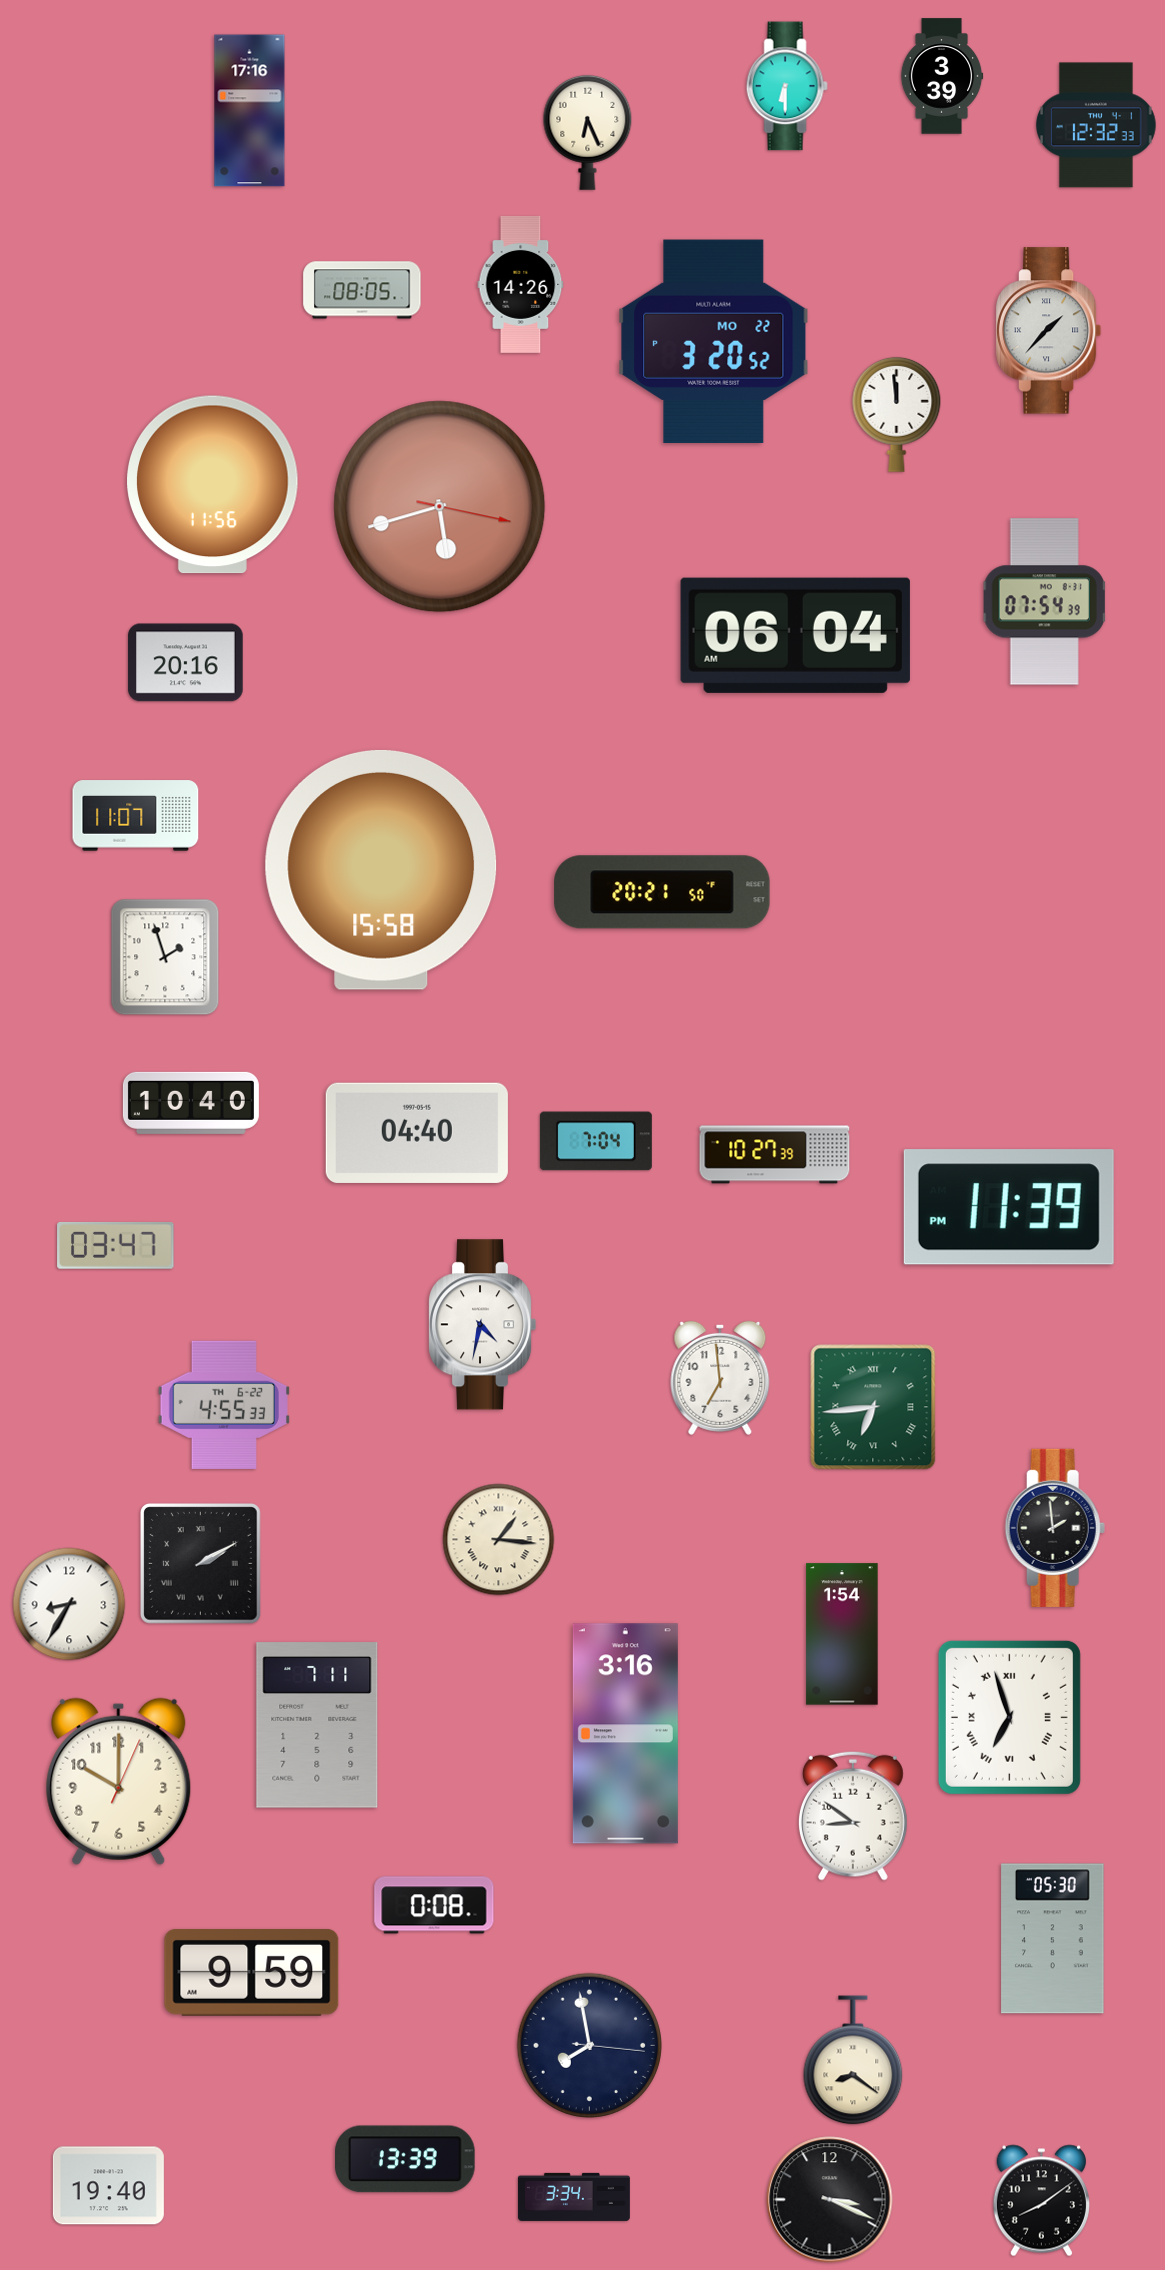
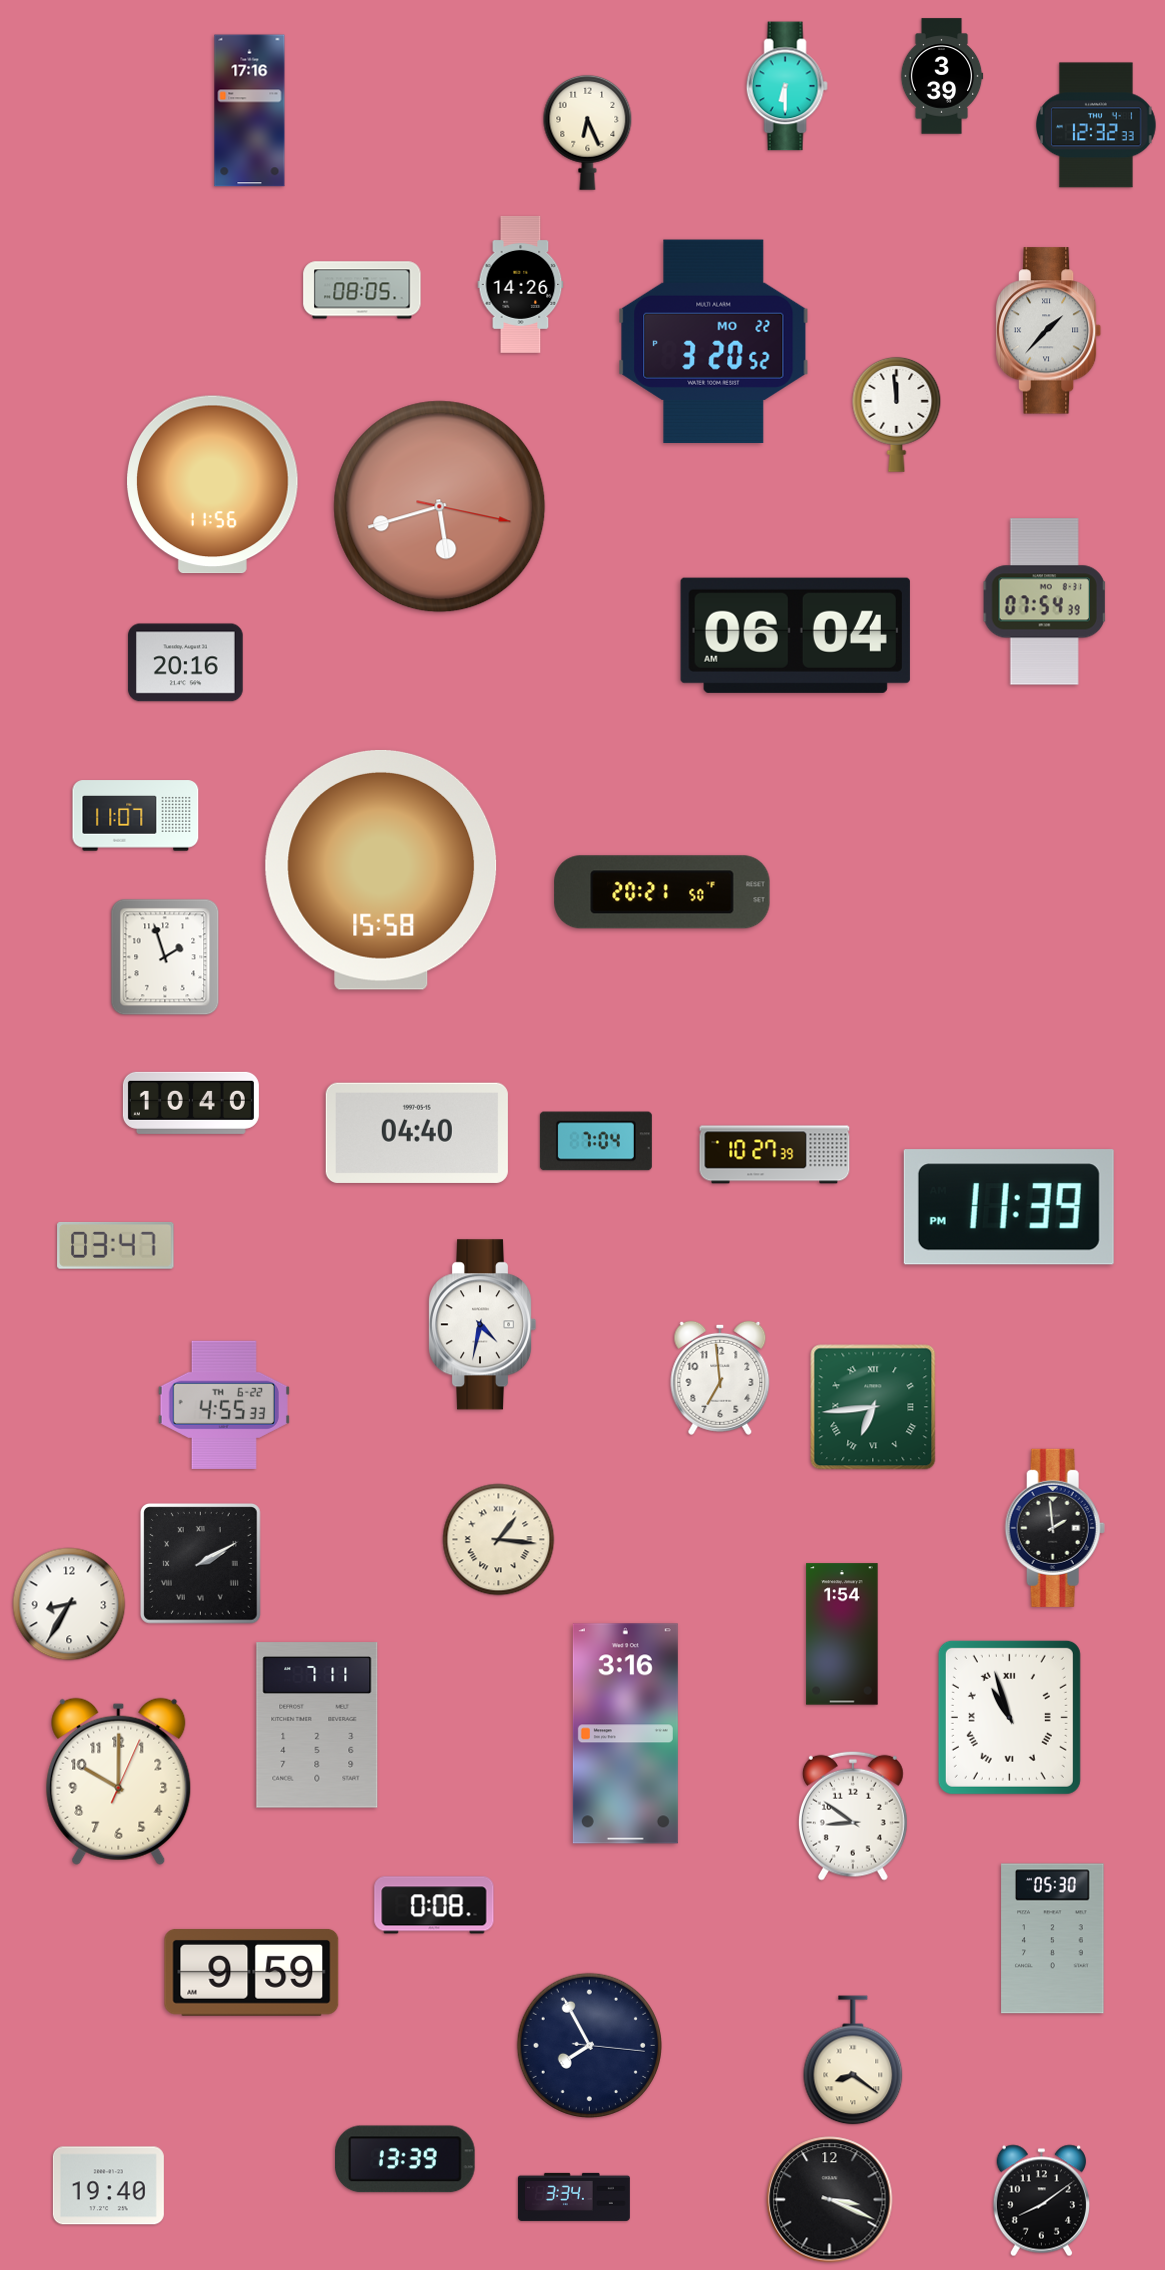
clock at (1009, 1717): 6:57 -> 10:57
clock at (589, 2045): 7:58 -> 7:55
